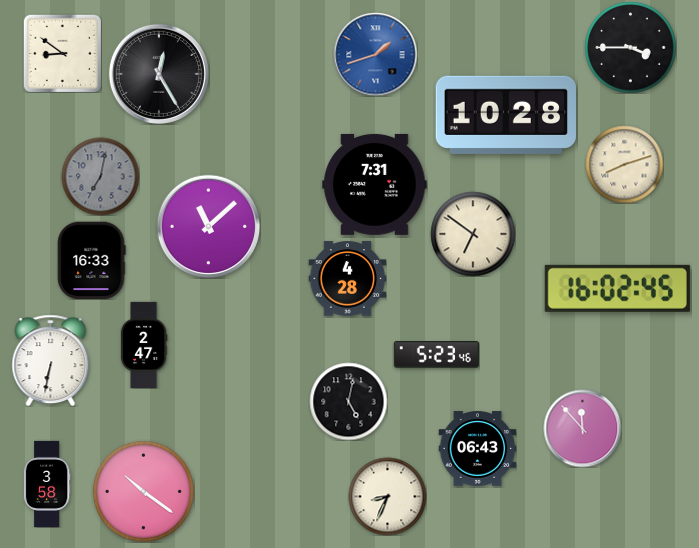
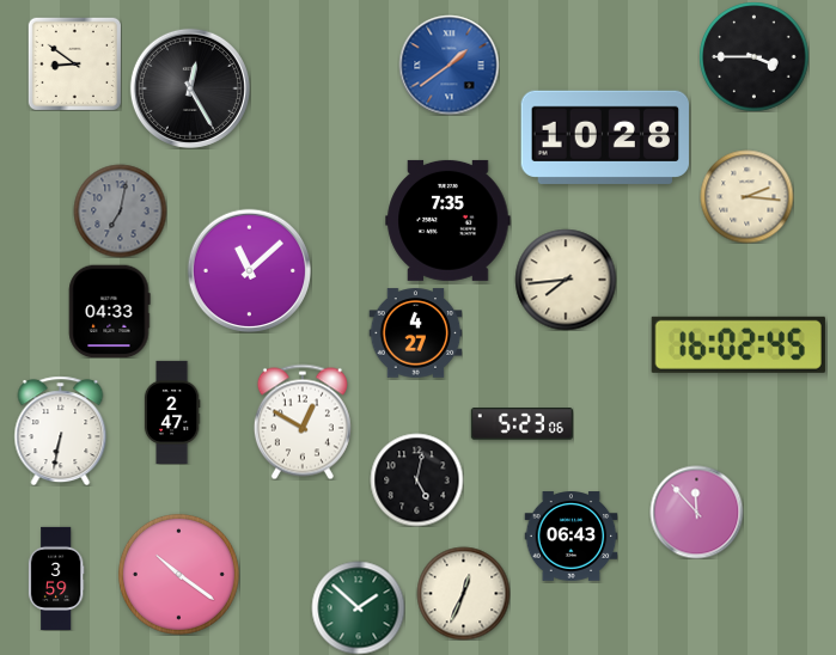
clock at (375, 54): 1:42 -> 1:39
clock at (624, 164): 8:12 -> 2:16
clock at (375, 184): 7:31 -> 7:35
clock at (473, 234): 6:51 -> 7:44
clock at (92, 260): 16:33 -> 04:33
clock at (347, 279): 4:28 -> 4:27
clock at (303, 422): none -> 12:50
clock at (436, 355): 5:23:46 -> 5:23:06
clock at (47, 483): 3:58 -> 3:59
clock at (143, 491) position: (143, 491) -> (178, 574)
clock at (387, 496): 8:34 -> 12:34
clock at (358, 607): none -> 1:52
